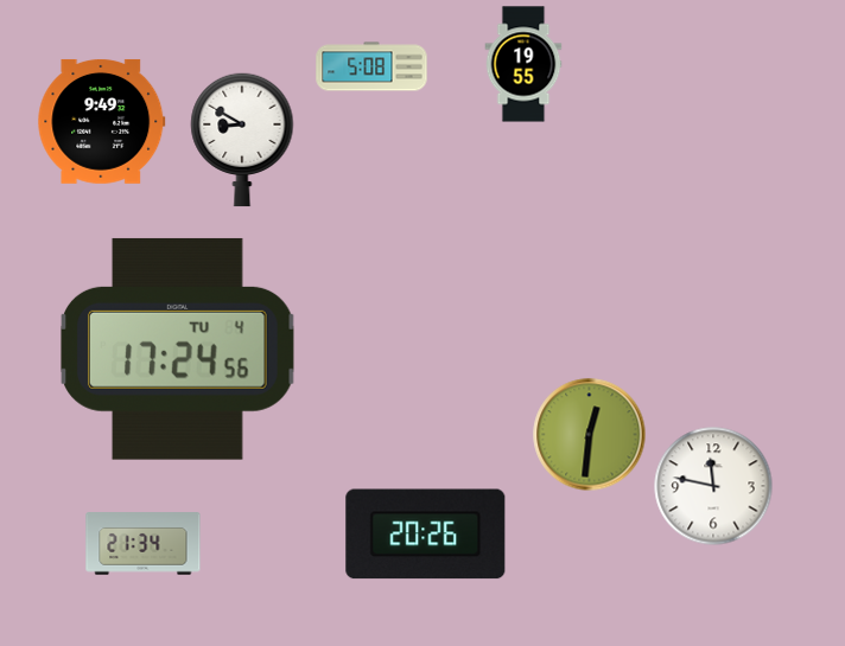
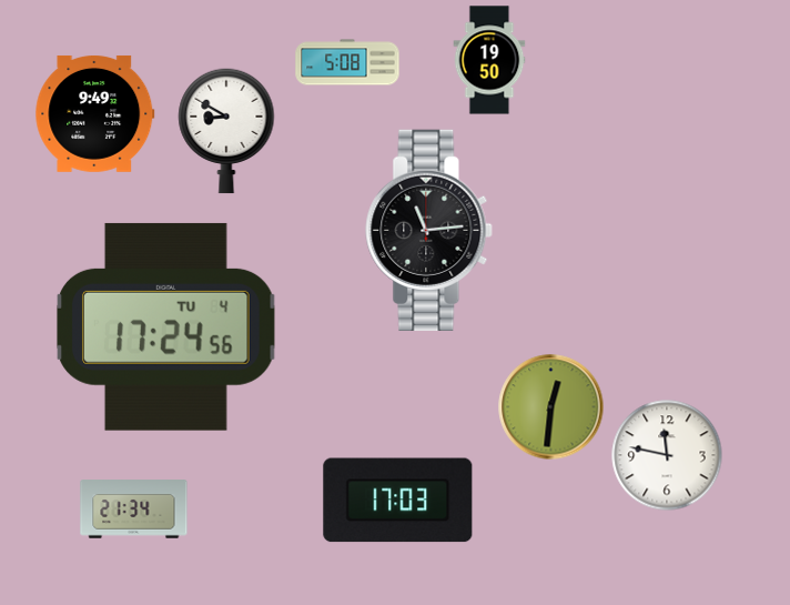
clock at (523, 64): 19:55 -> 19:50
clock at (429, 230): none -> 11:14
clock at (426, 535): 20:26 -> 17:03
